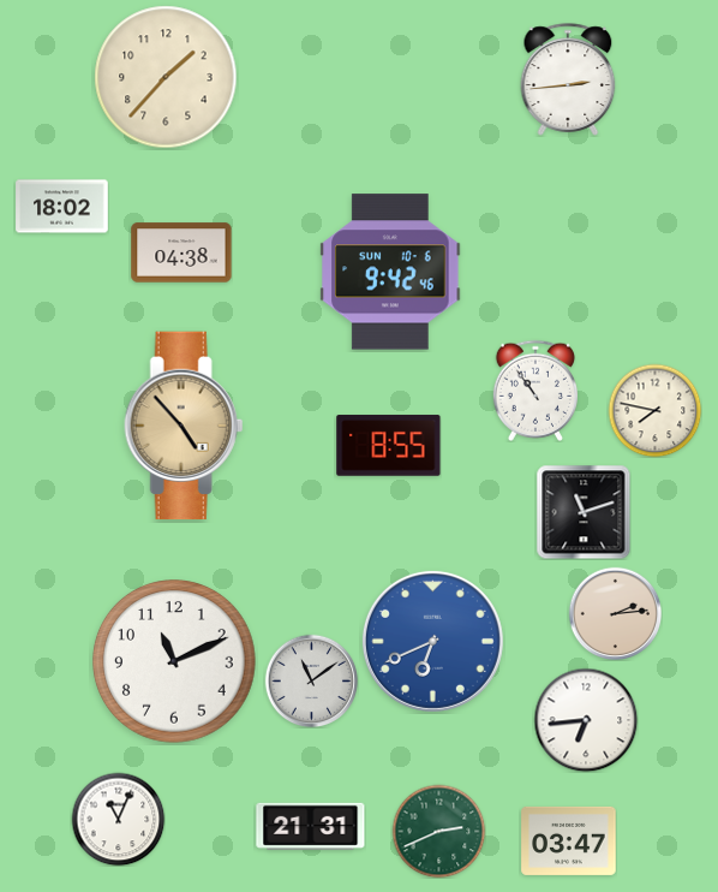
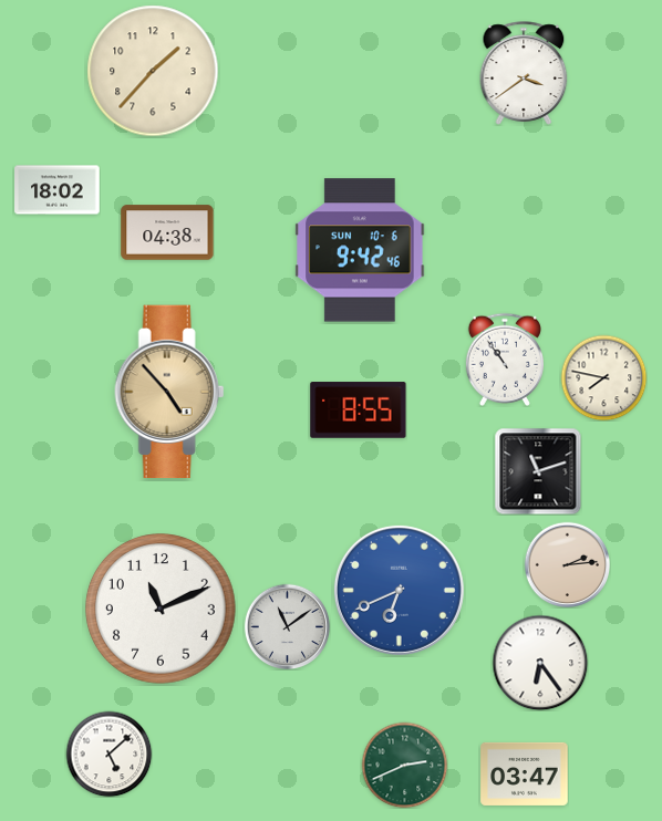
clock at (568, 79): 2:44 -> 3:39
clock at (534, 391) position: (534, 391) -> (504, 360)
clock at (586, 720): 6:44 -> 6:24
clock at (118, 819): 11:04 -> 5:08
clock at (311, 826): 21:31 -> none
